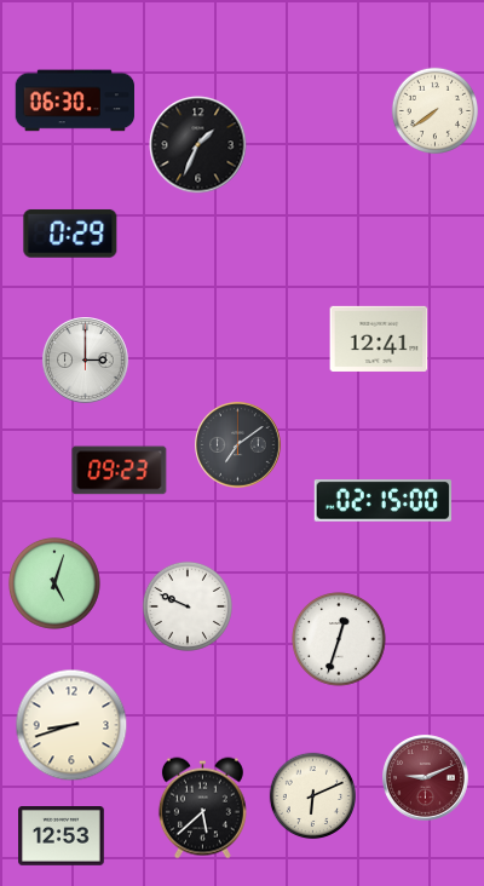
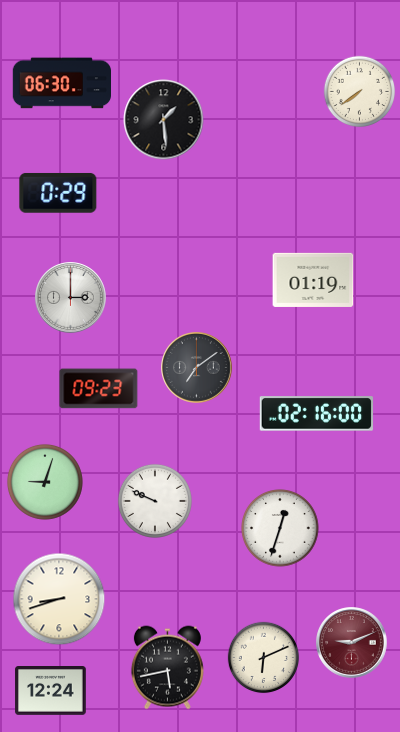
clock at (198, 145): 1:34 -> 1:29
clock at (379, 339): 12:41 -> 01:19
clock at (384, 501): 02:15 -> 02:16
clock at (54, 583): 5:03 -> 9:03
clock at (313, 796) position: (313, 796) -> (264, 658)
clock at (202, 809): 5:38 -> 5:43
clock at (62, 836): 12:53 -> 12:24
